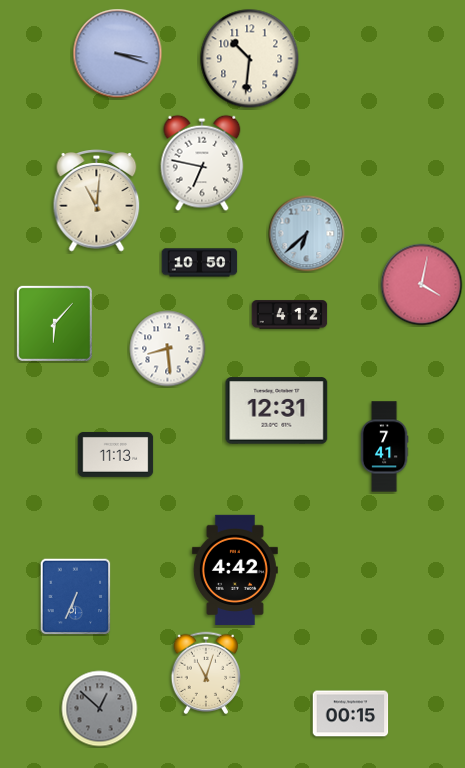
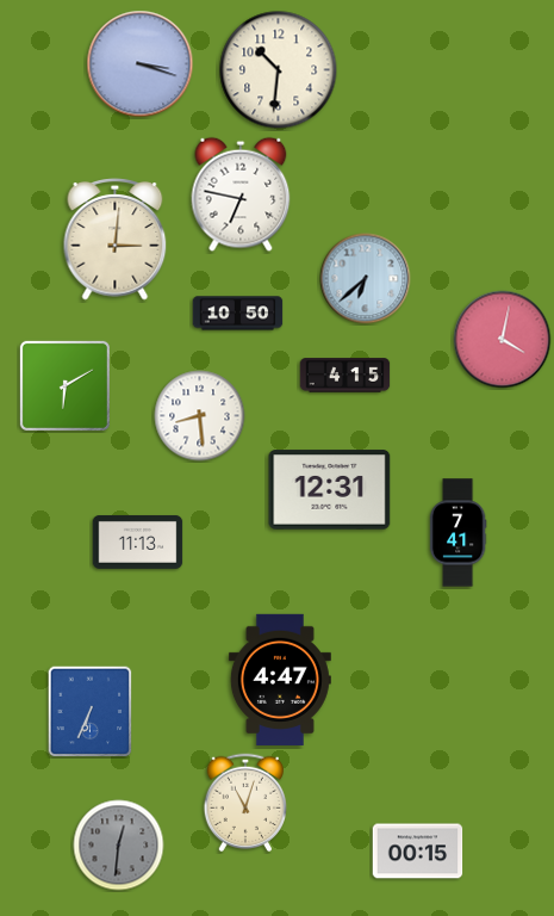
clock at (250, 59) position: (250, 59) -> (279, 70)
clock at (97, 201): 11:01 -> 3:01
clock at (290, 315): 4:12 -> 4:15
clock at (54, 323): 6:07 -> 6:10
clock at (235, 570): 4:42 -> 4:47
clock at (100, 709): 12:52 -> 12:31
